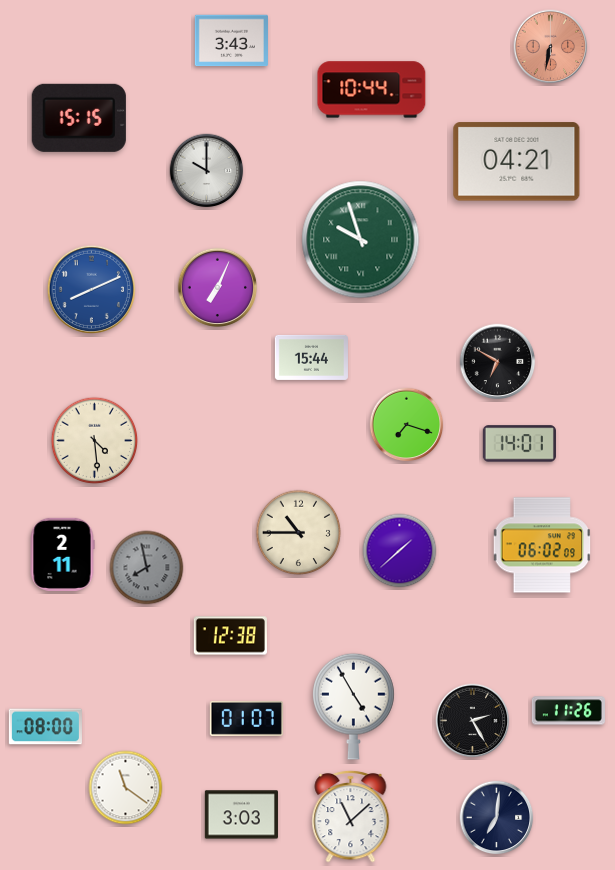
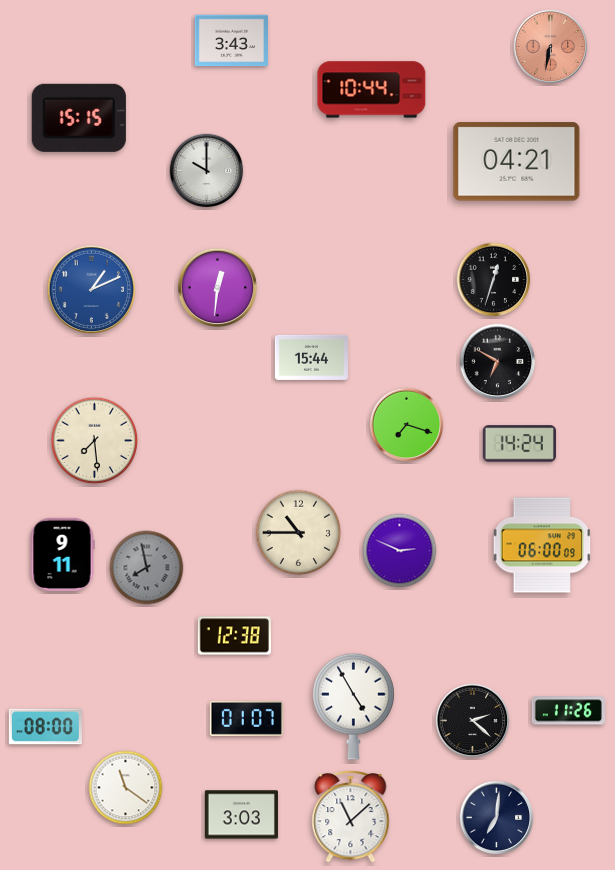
clock at (361, 240): 9:57 -> none
clock at (494, 280): none -> 12:33
clock at (218, 288): 7:04 -> 12:31
clock at (91, 289): 8:11 -> 1:11
clock at (95, 441): 4:29 -> 7:29
clock at (519, 444): 14:01 -> 14:24
clock at (542, 545): 06:02 -> 06:00
clock at (400, 551): 1:38 -> 2:49
clock at (62, 554): 2:11 -> 9:11
clock at (230, 636) position: (230, 636) -> (234, 636)
clock at (473, 721): 2:25 -> 2:22
